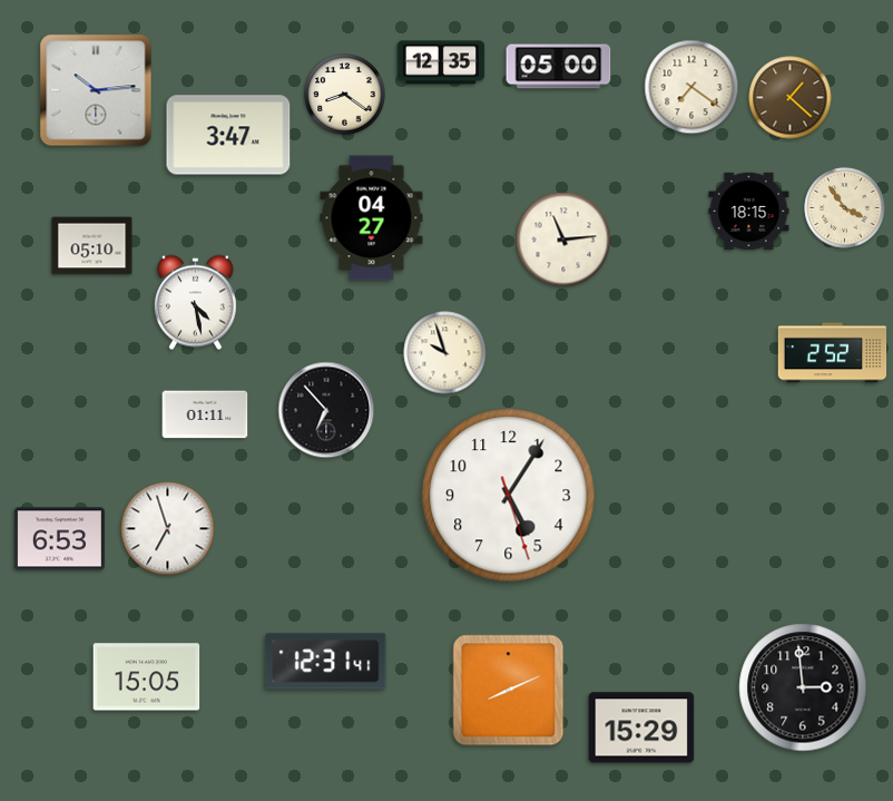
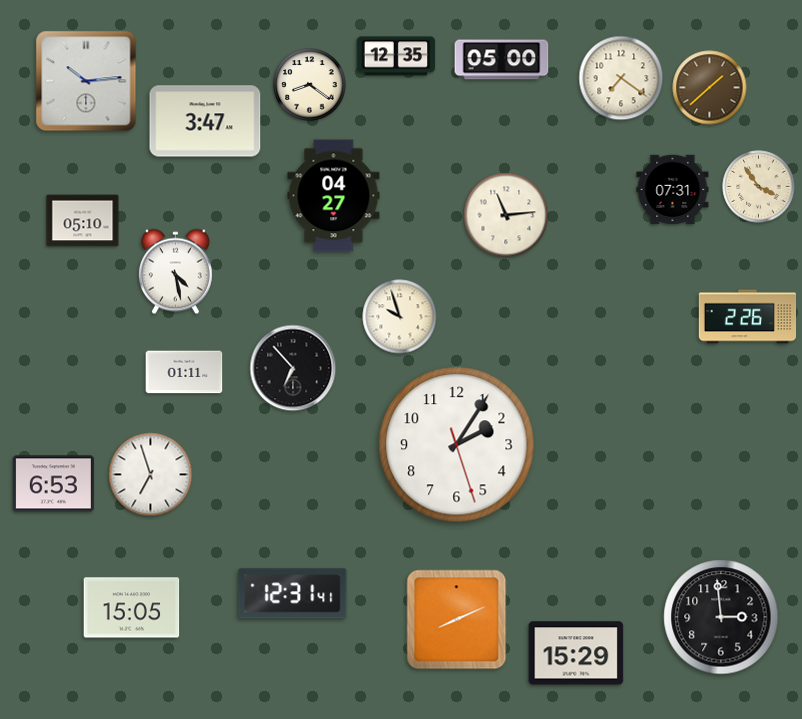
clock at (791, 98): 1:22 -> 1:38
clock at (749, 212): 18:15 -> 07:31
clock at (833, 353): 2:52 -> 2:26
clock at (509, 496): 5:05 -> 2:05
